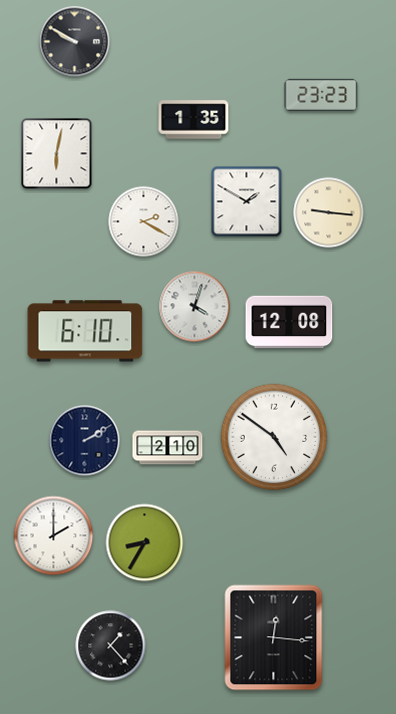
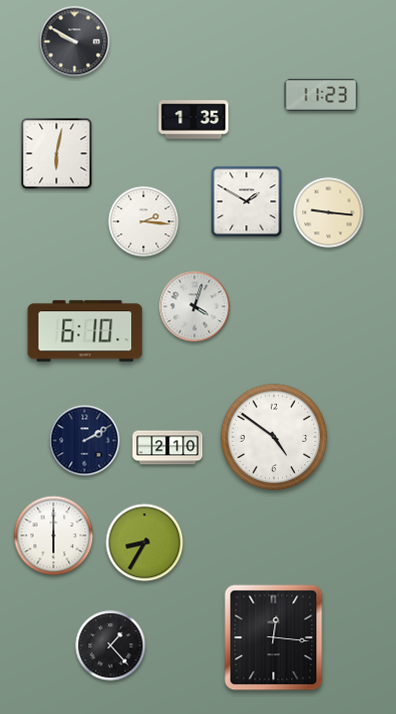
clock at (321, 95): 23:23 -> 11:23
clock at (144, 222): 2:20 -> 2:16
clock at (289, 322): 12:08 -> none
clock at (54, 536): 2:00 -> 6:00
